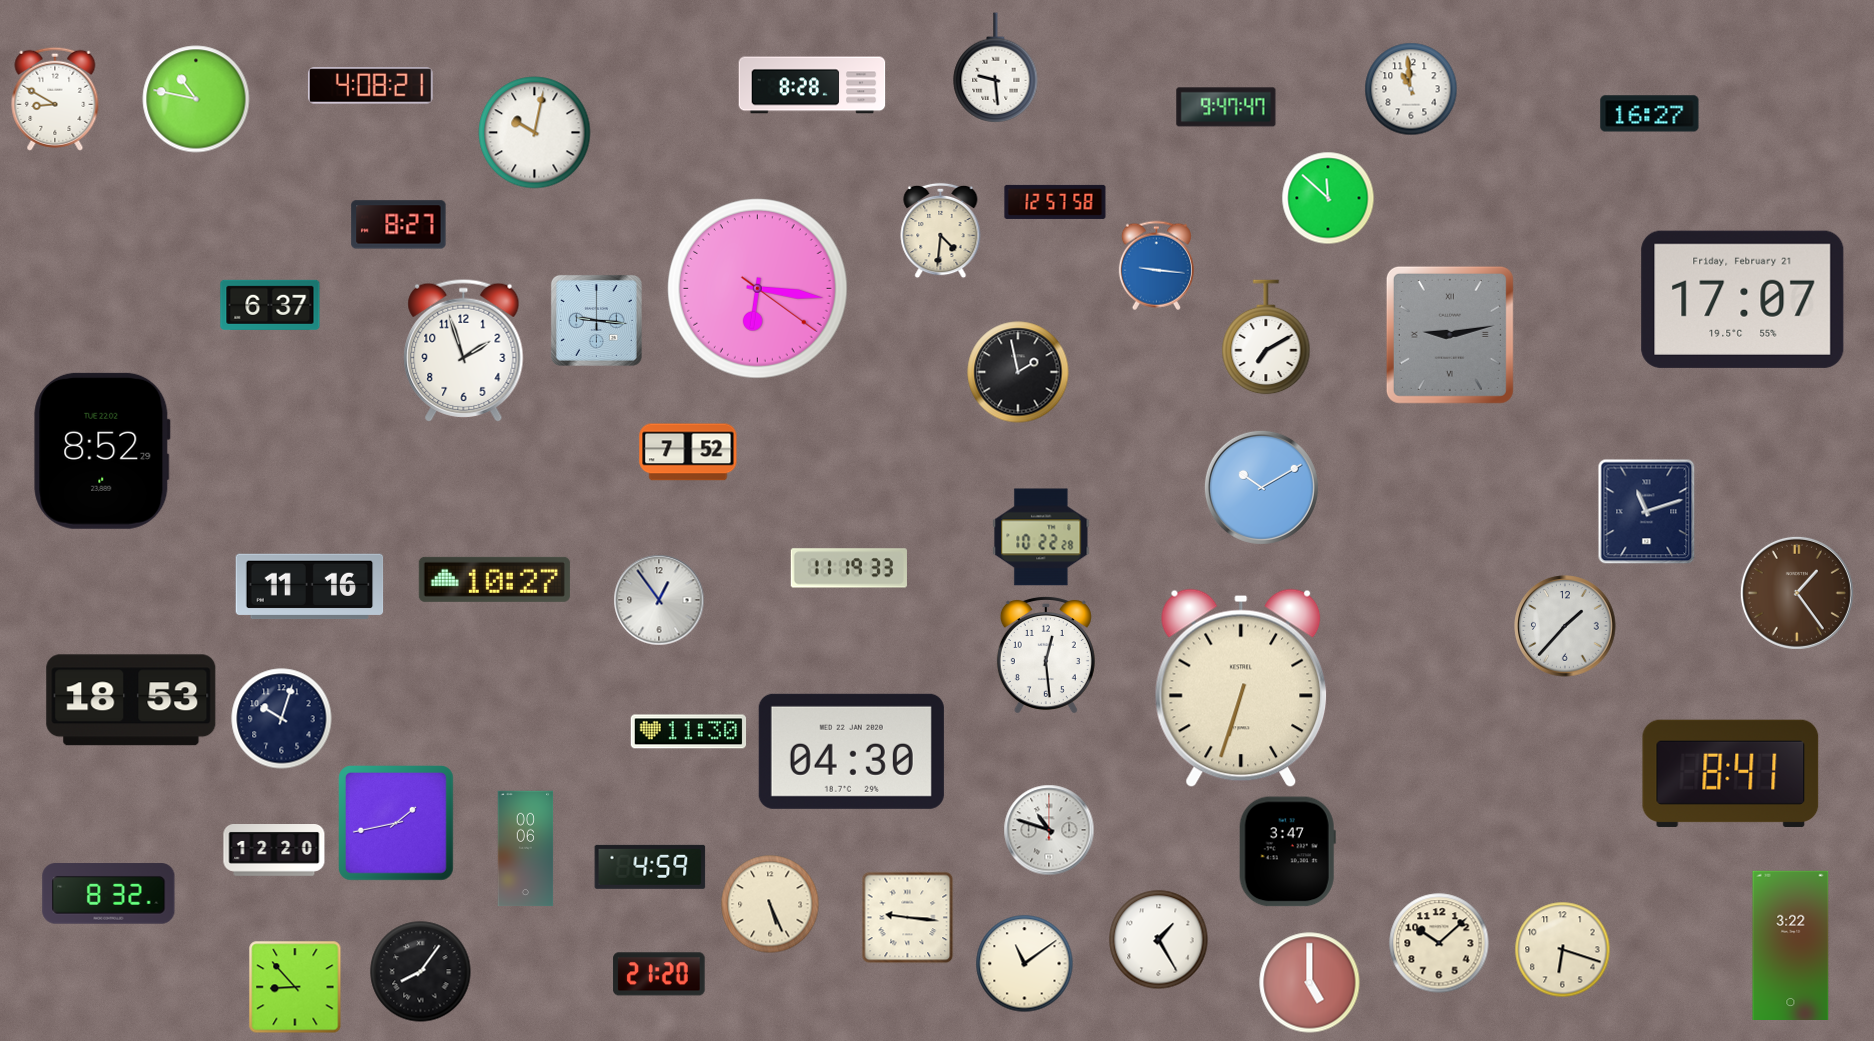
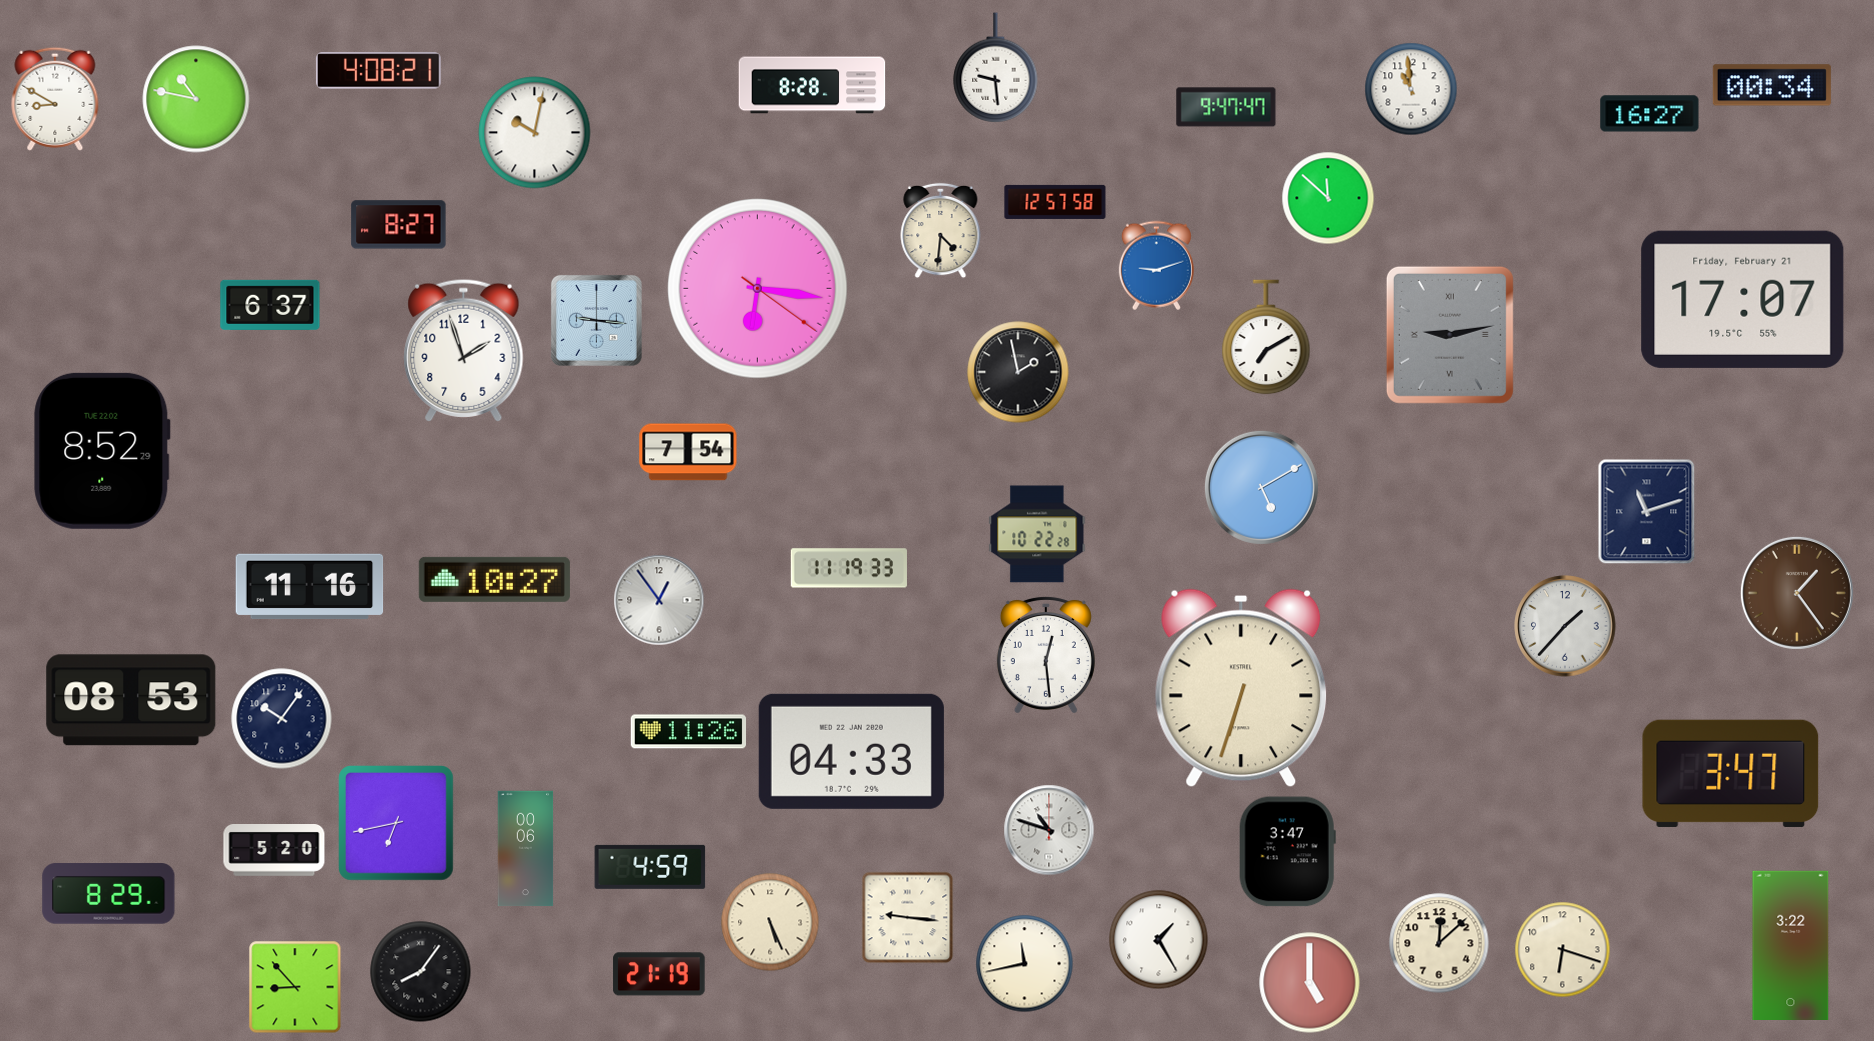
clock at (1772, 85): none -> 00:34
clock at (370, 86) position: (370, 86) -> (378, 71)
clock at (1156, 266): 9:16 -> 9:12
clock at (688, 452): 7:52 -> 7:54
clock at (1261, 487): 10:10 -> 5:10
clock at (1041, 537) position: (1041, 537) -> (1037, 534)
clock at (131, 700): 18:53 -> 08:53
clock at (282, 719): 10:03 -> 10:06
clock at (688, 732): 11:30 -> 11:26
clock at (851, 751): 04:30 -> 04:33
clock at (1731, 773): 8:41 -> 3:47
clock at (397, 824): 1:43 -> 6:43
clock at (274, 851): 12:20 -> 5:20
clock at (109, 894): 8:32 -> 8:29
clock at (770, 904) position: (770, 904) -> (770, 922)
clock at (1439, 943): 10:08 -> 12:08
clock at (1025, 964): 11:09 -> 11:43
clock at (659, 974): 21:20 -> 21:19
